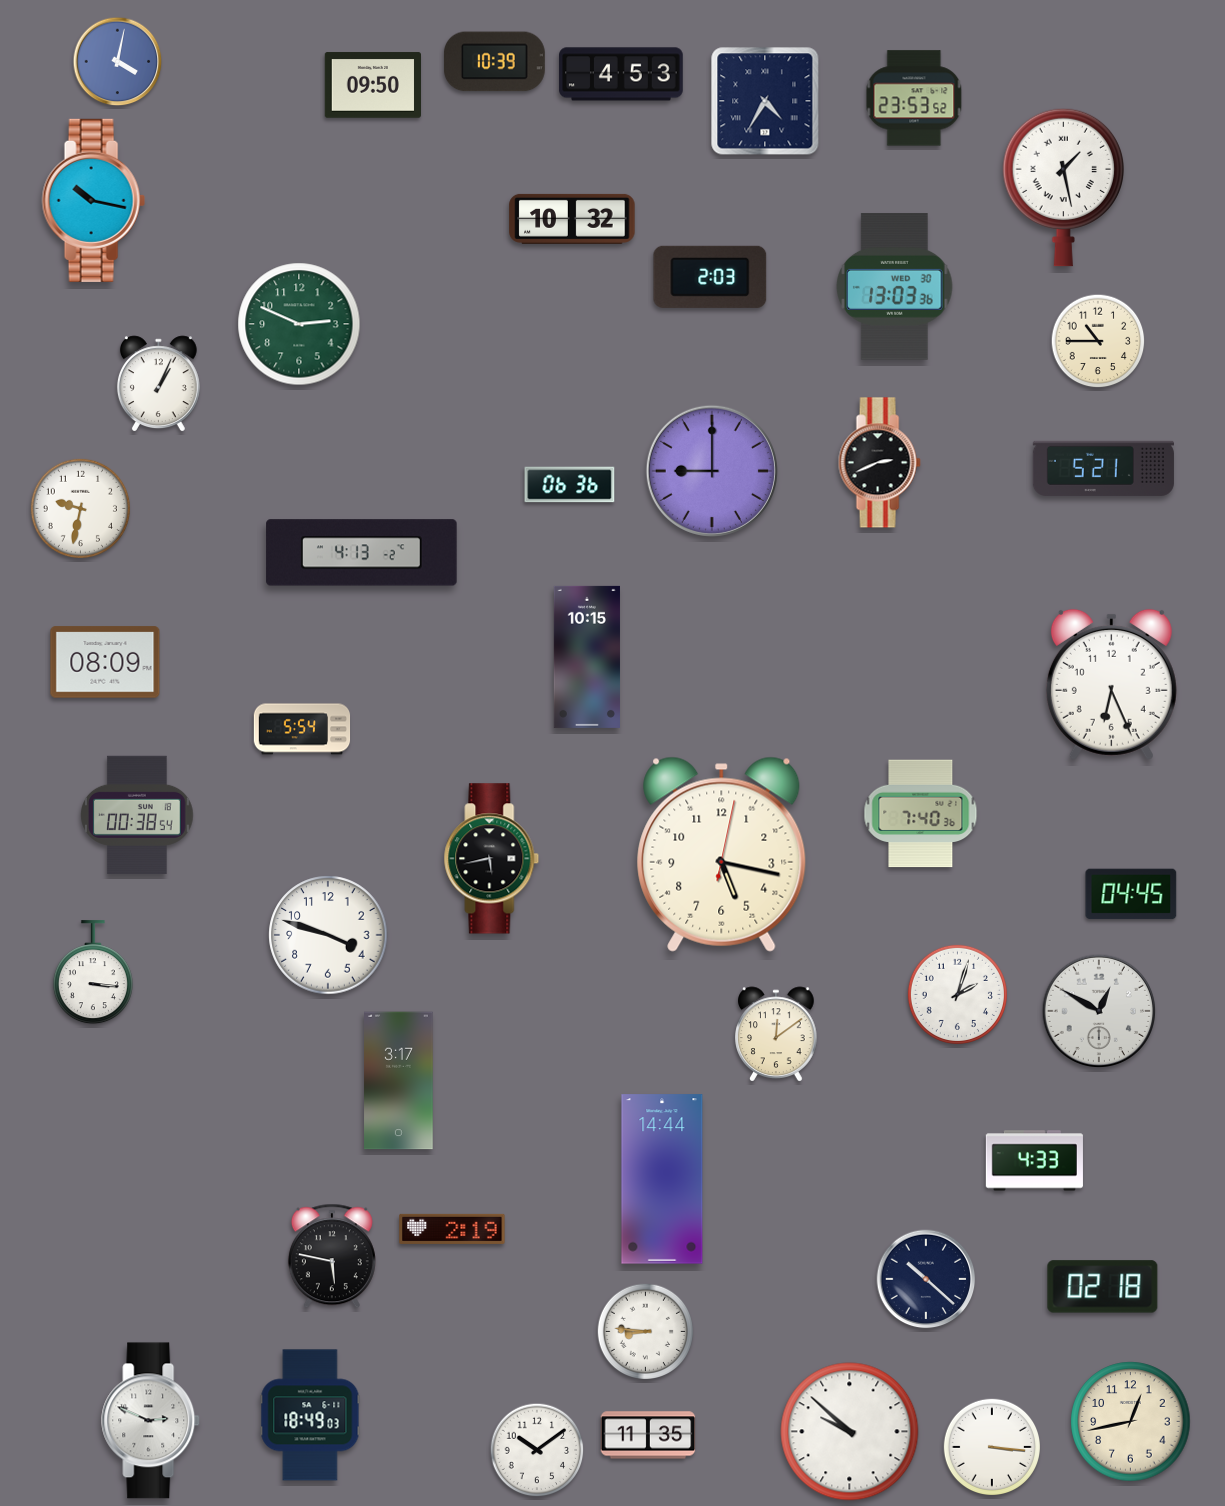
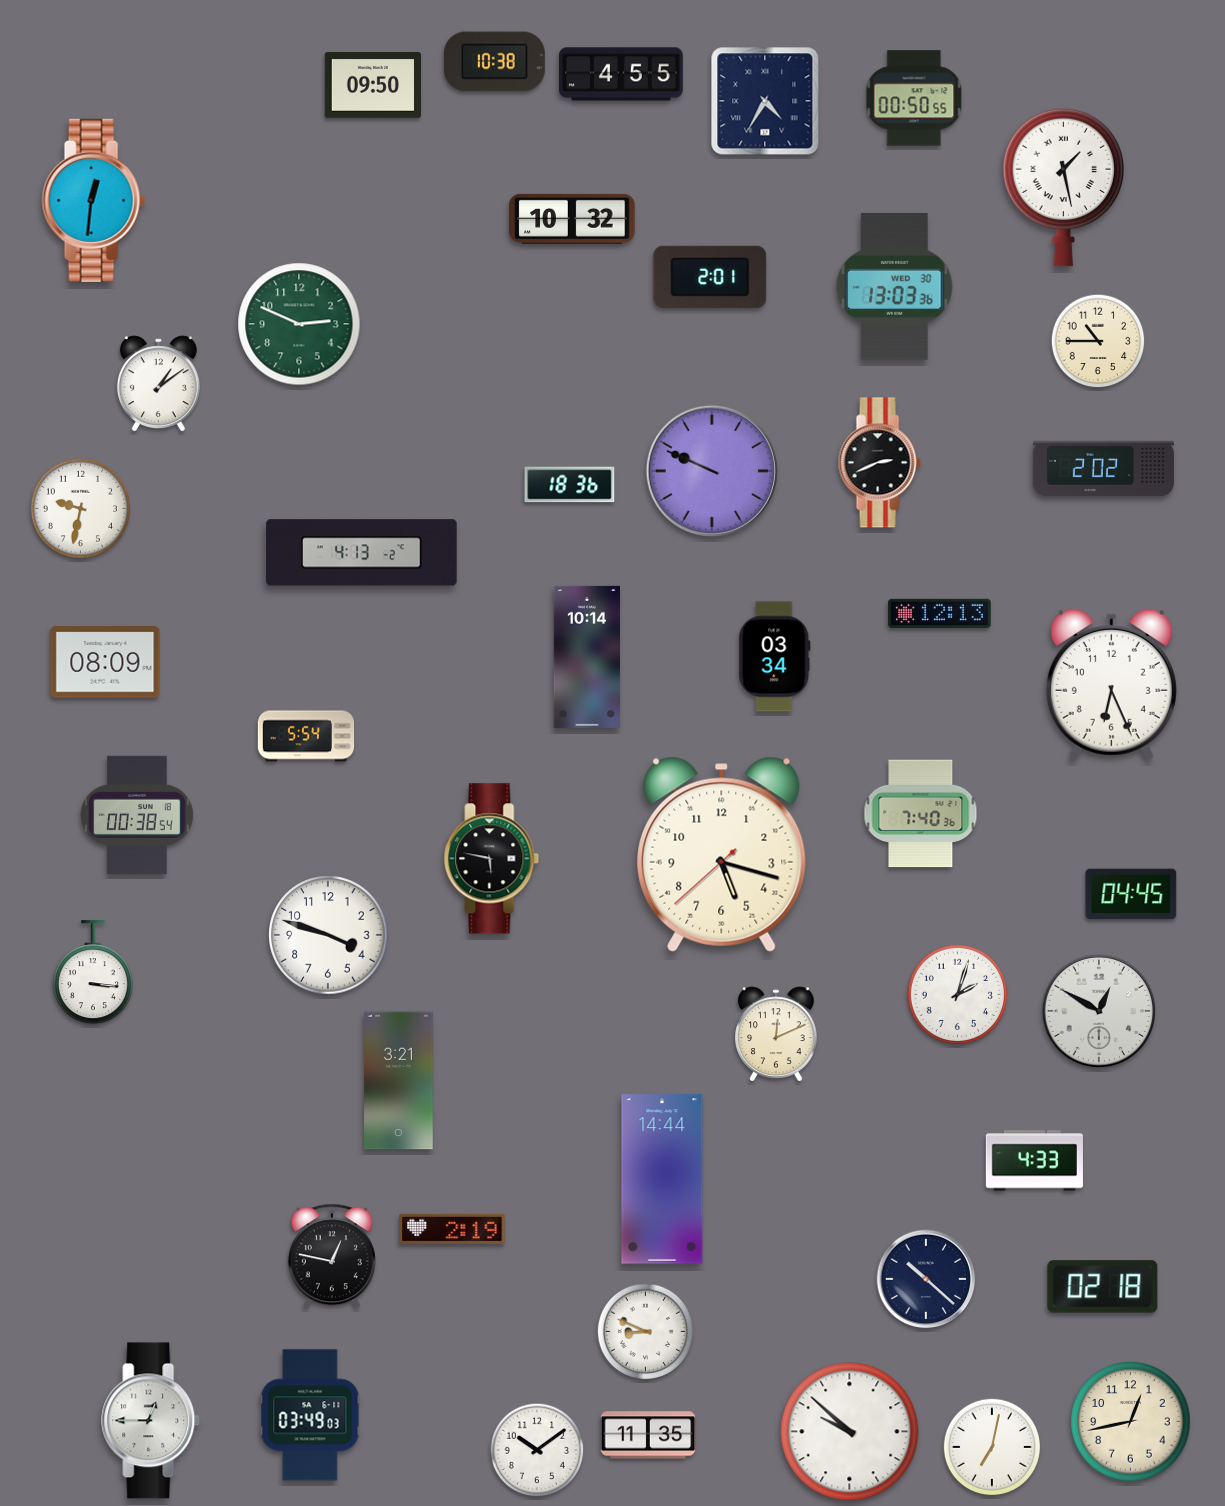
clock at (118, 62): 4:02 -> none
clock at (494, 62): 10:39 -> 10:38
clock at (621, 74): 4:53 -> 4:55
clock at (914, 98): 23:53 -> 00:50
clock at (93, 200): 10:17 -> 12:31
clock at (710, 277): 2:03 -> 2:01
clock at (158, 384): 1:04 -> 1:09
clock at (1103, 468): 5:21 -> 2:02
clock at (712, 471): 9:00 -> 9:49
clock at (570, 485): 06:36 -> 18:36
clock at (940, 613): none -> 12:13
clock at (587, 657): 10:15 -> 10:14
clock at (775, 657): none -> 03:34
clock at (302, 729) position: (302, 729) -> (306, 736)
clock at (722, 854): 5:17:02 -> 5:17:38
clock at (492, 859): 5:43 -> 5:47
clock at (777, 1034): 12:09 -> 12:11
clock at (399, 1081): 3:17 -> 3:21
clock at (332, 1256): 5:47 -> 12:47
clock at (646, 1332): 8:46 -> 8:49
clock at (310, 1415): 18:49 -> 03:49
clock at (151, 1421): 2:49 -> 12:45
clock at (991, 1446): 3:16 -> 7:02
